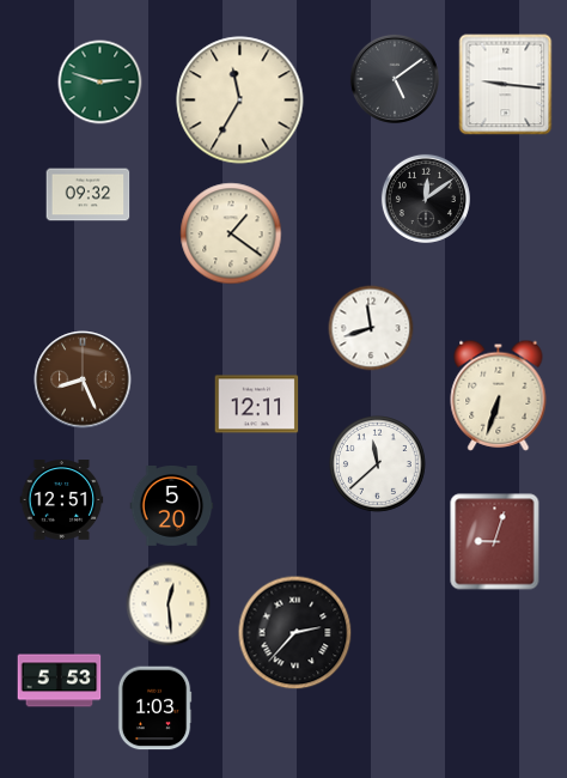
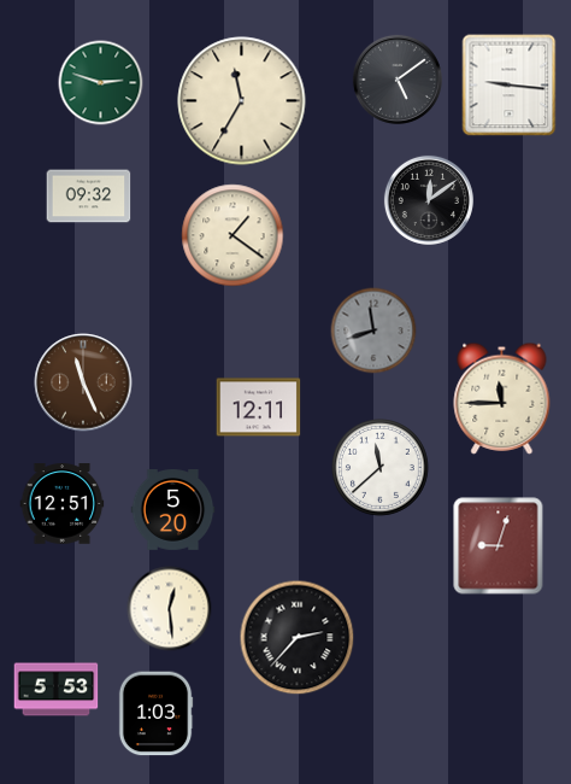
clock at (371, 328) dial: white -> grey
clock at (83, 379): 8:26 -> 11:26
clock at (499, 395): 6:33 -> 11:45
clock at (60, 681) position: (60, 681) -> (57, 690)
